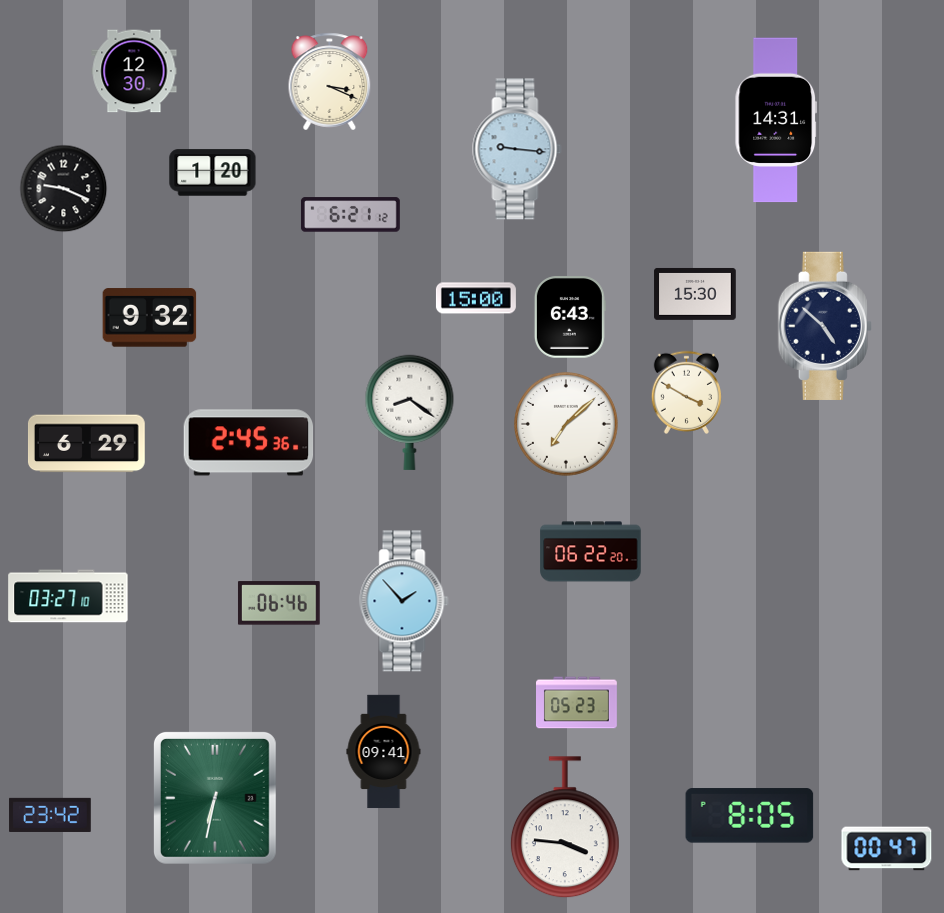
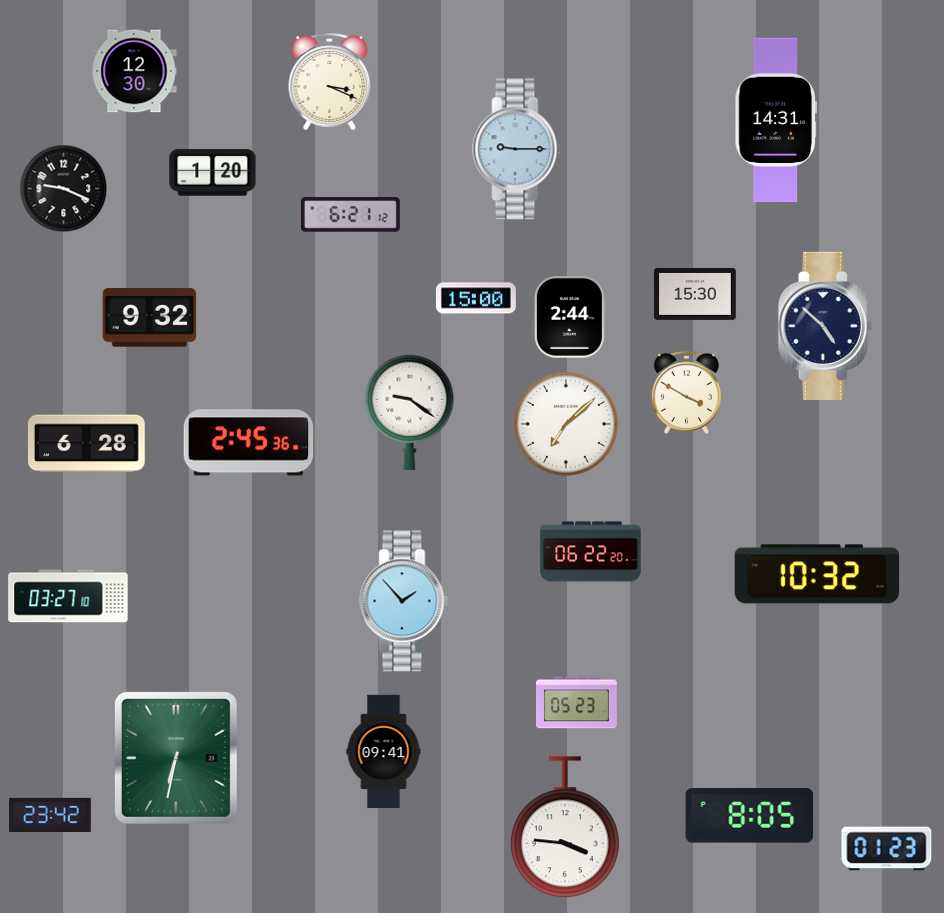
clock at (517, 149): 9:16 -> 9:15
clock at (570, 317): 6:43 -> 2:44
clock at (410, 412): 8:21 -> 9:21
clock at (86, 444): 6:29 -> 6:28
clock at (817, 574): none -> 10:32
clock at (279, 603): 06:46 -> none
clock at (215, 798) position: (215, 798) -> (176, 758)
clock at (887, 849): 00:47 -> 01:23
